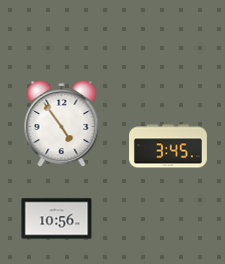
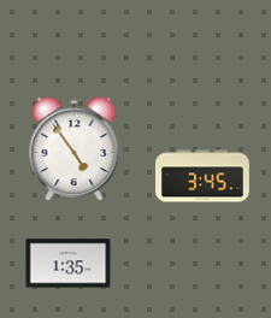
clock at (57, 219): 10:56 -> 1:35
